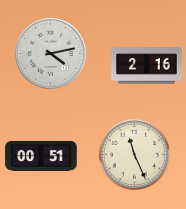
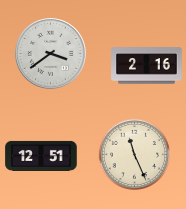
clock at (51, 54): 4:13 -> 3:39
clock at (41, 156): 00:51 -> 12:51
